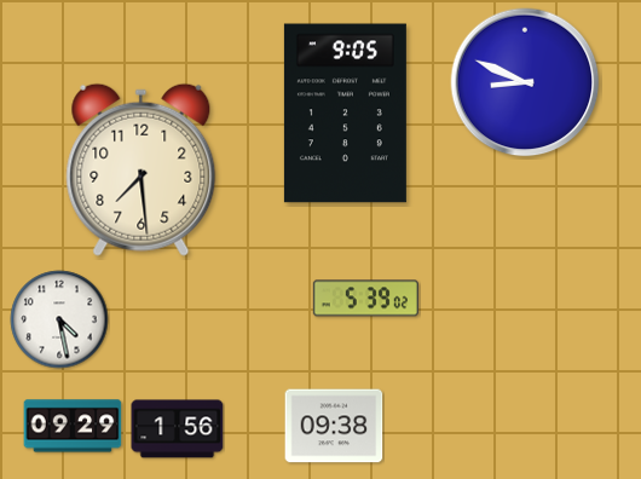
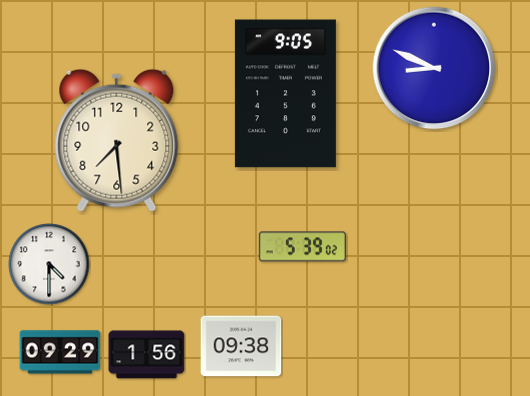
clock at (59, 319): 4:28 -> 4:30
clock at (334, 426) position: (334, 426) -> (241, 346)
